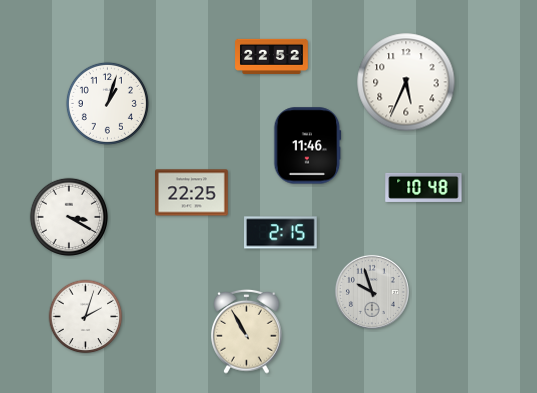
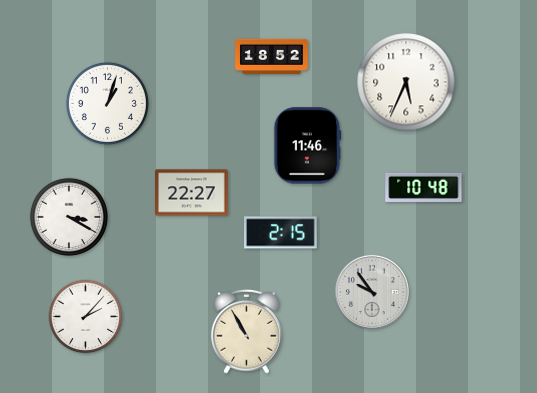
clock at (272, 56): 22:52 -> 18:52
clock at (192, 193): 22:25 -> 22:27
clock at (372, 292): 9:57 -> 9:54
clock at (86, 317): 2:03 -> 2:07
